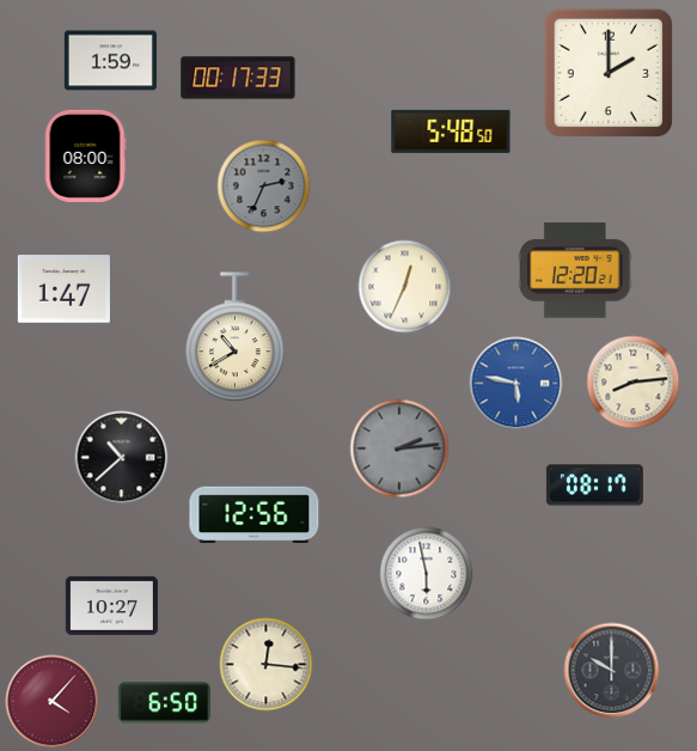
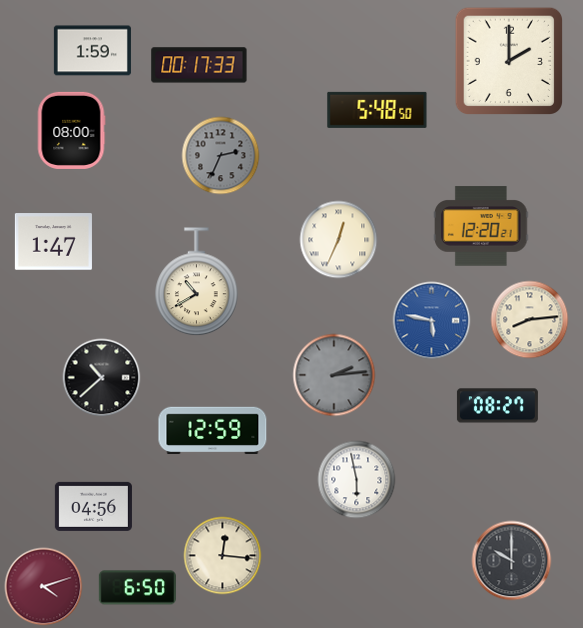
clock at (121, 457) position: (121, 457) -> (101, 377)
clock at (594, 486): 08:17 -> 08:27
clock at (255, 515): 12:56 -> 12:59
clock at (111, 605): 10:27 -> 04:56
clock at (51, 701): 4:07 -> 4:12
